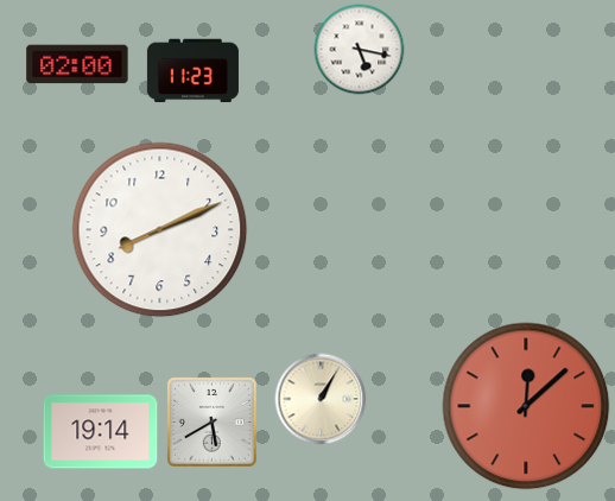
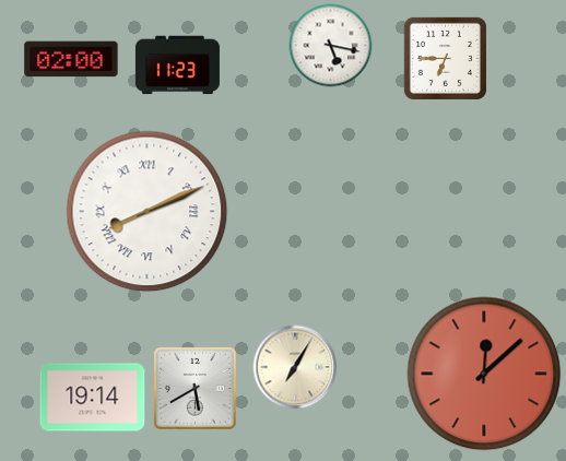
clock at (445, 58): none -> 6:45
clock at (160, 230) numerals: Arabic -> Roman
clock at (321, 399): 1:05 -> 7:05
